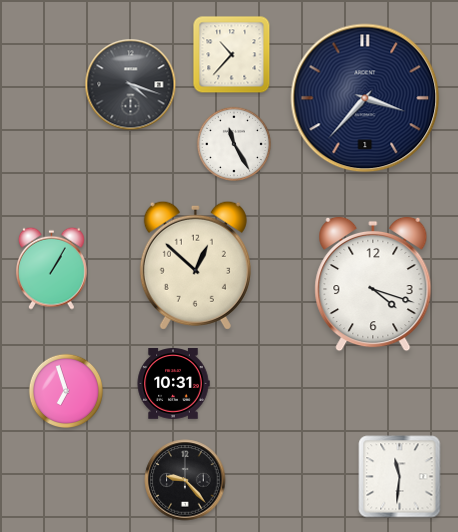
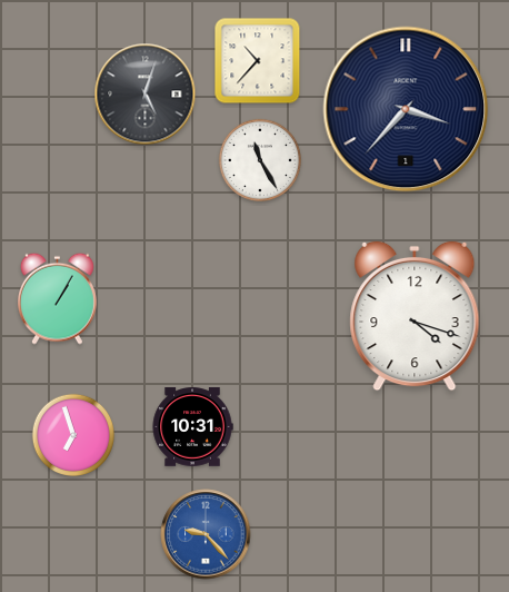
clock at (131, 85): 4:18 -> 5:03
clock at (195, 265): 12:52 -> none
clock at (400, 477): 11:31 -> none
clock at (185, 480) dial: black -> blue
